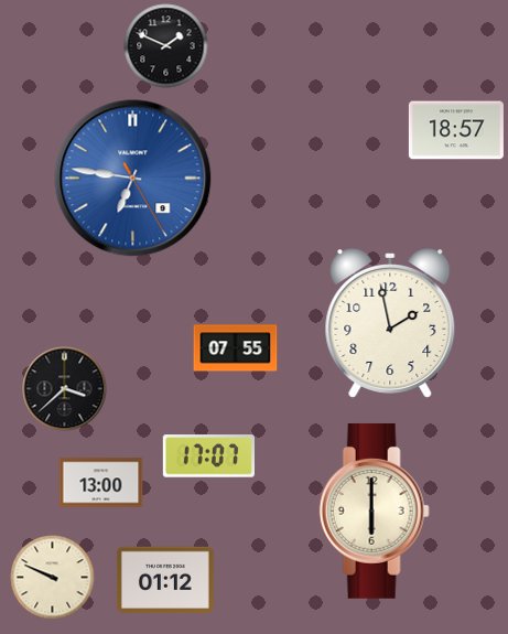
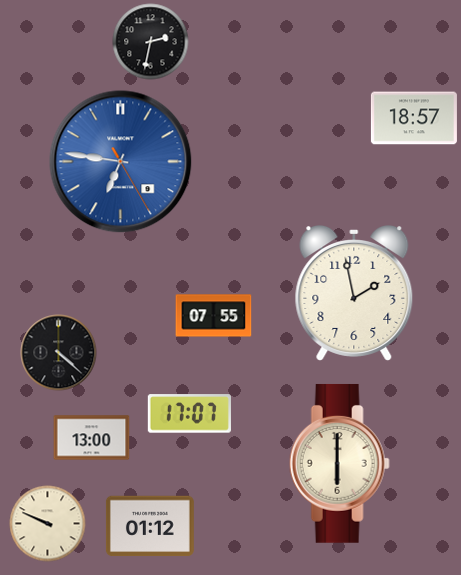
clock at (166, 46): 1:49 -> 2:32
clock at (65, 389): 3:38 -> 4:22
